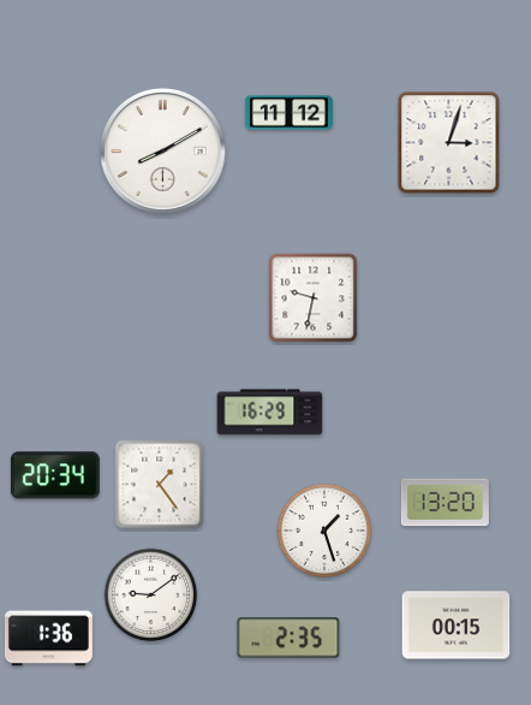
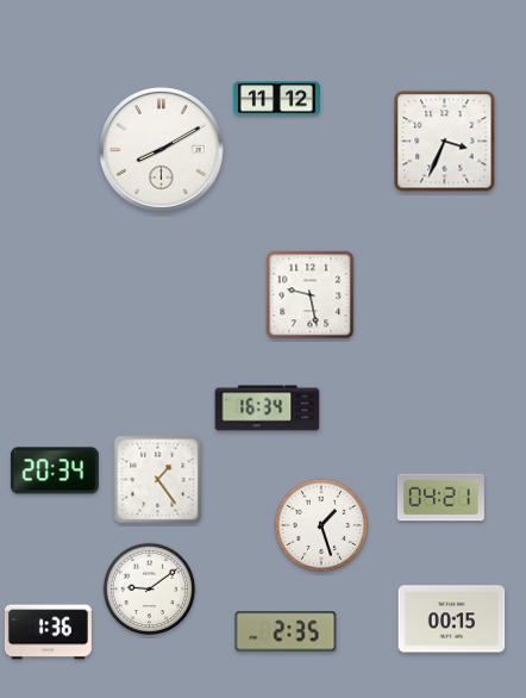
clock at (288, 113) position: (288, 113) -> (276, 99)
clock at (449, 143): 3:03 -> 3:34
clock at (314, 298): 9:32 -> 9:28
clock at (270, 413): 16:29 -> 16:34
clock at (445, 503): 13:20 -> 04:21
